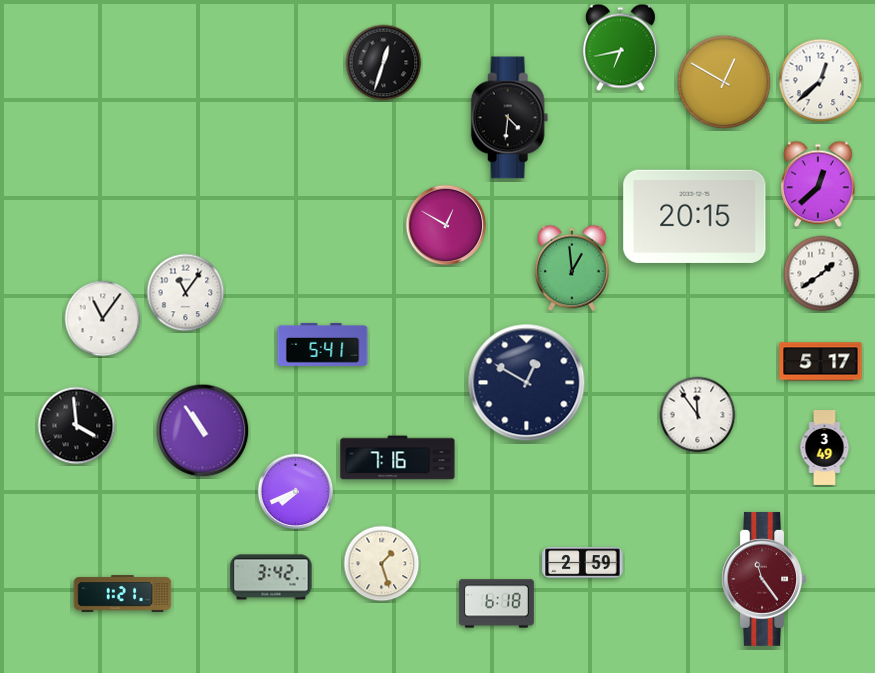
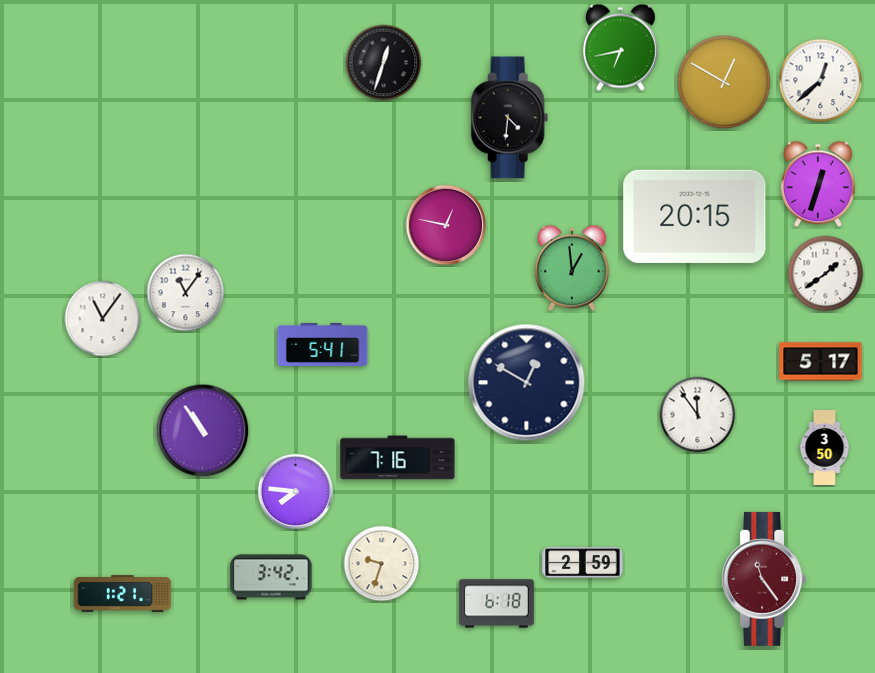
clock at (818, 184): 12:38 -> 12:33
clock at (446, 225): 12:50 -> 12:47
clock at (822, 274) position: (822, 274) -> (826, 274)
clock at (77, 426): 3:59 -> none
clock at (825, 448): 3:49 -> 3:50
clock at (296, 492): 7:41 -> 7:46
clock at (382, 564): 1:27 -> 9:33
